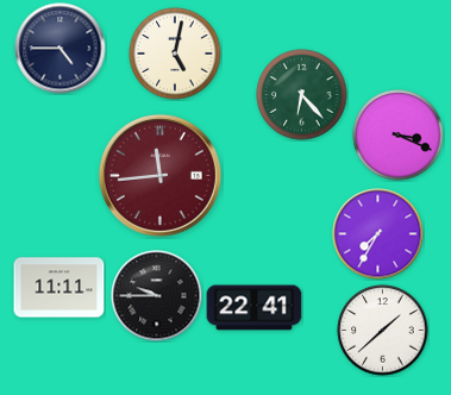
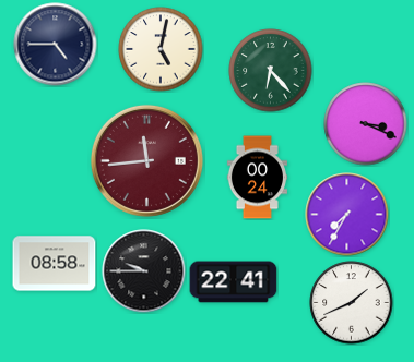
clock at (302, 95) position: (302, 95) -> (271, 71)
clock at (257, 178): none -> 00:24
clock at (59, 288): 11:11 -> 08:58
clock at (383, 331): 1:38 -> 1:41
